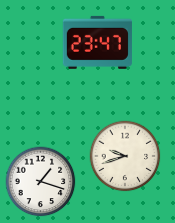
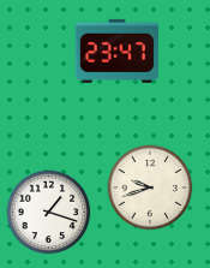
clock at (41, 182) position: (41, 182) -> (49, 213)
